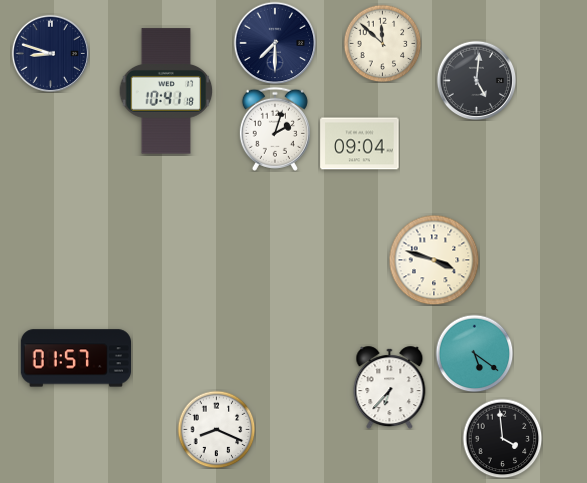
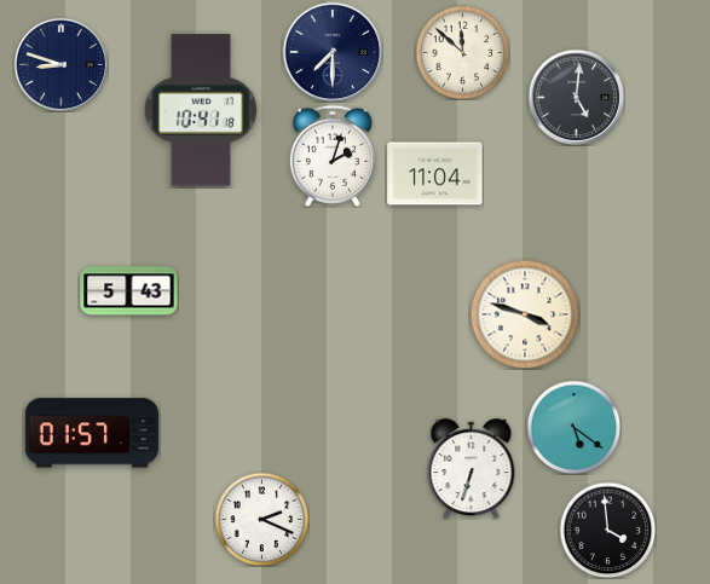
clock at (360, 144): 09:04 -> 11:04
clock at (129, 291): none -> 5:43
clock at (390, 388): 6:37 -> 6:33
clock at (216, 429): 8:19 -> 2:19
